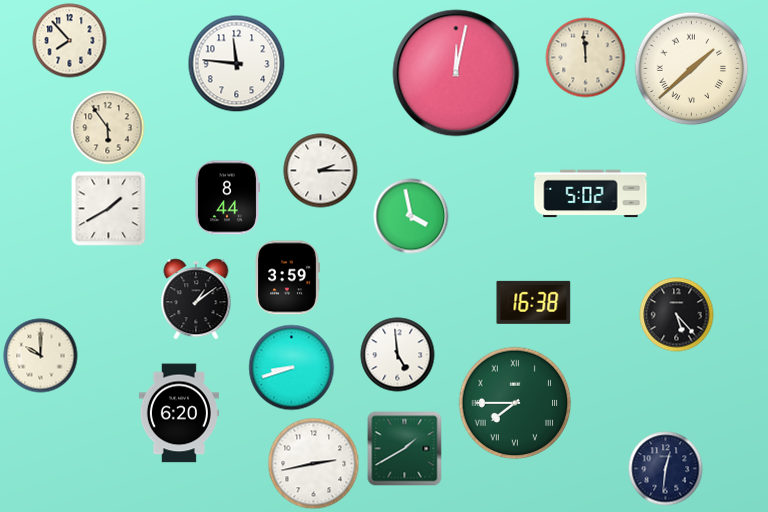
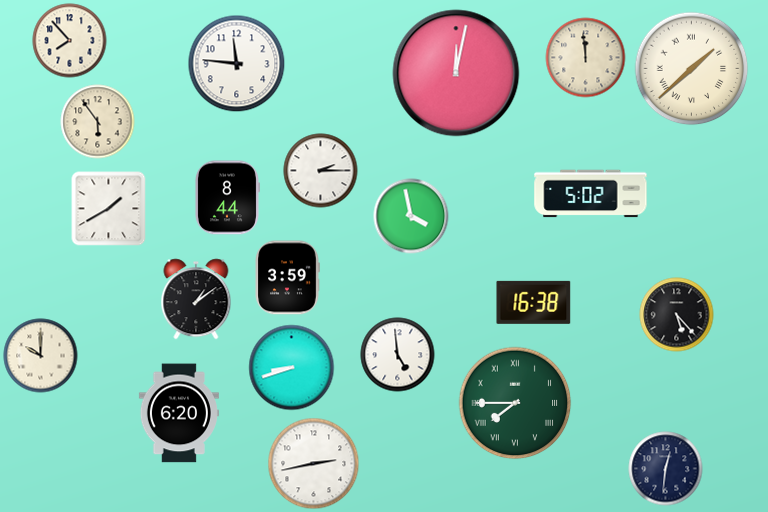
clock at (108, 128) position: (108, 128) -> (98, 122)
clock at (405, 449): 1:40 -> none
